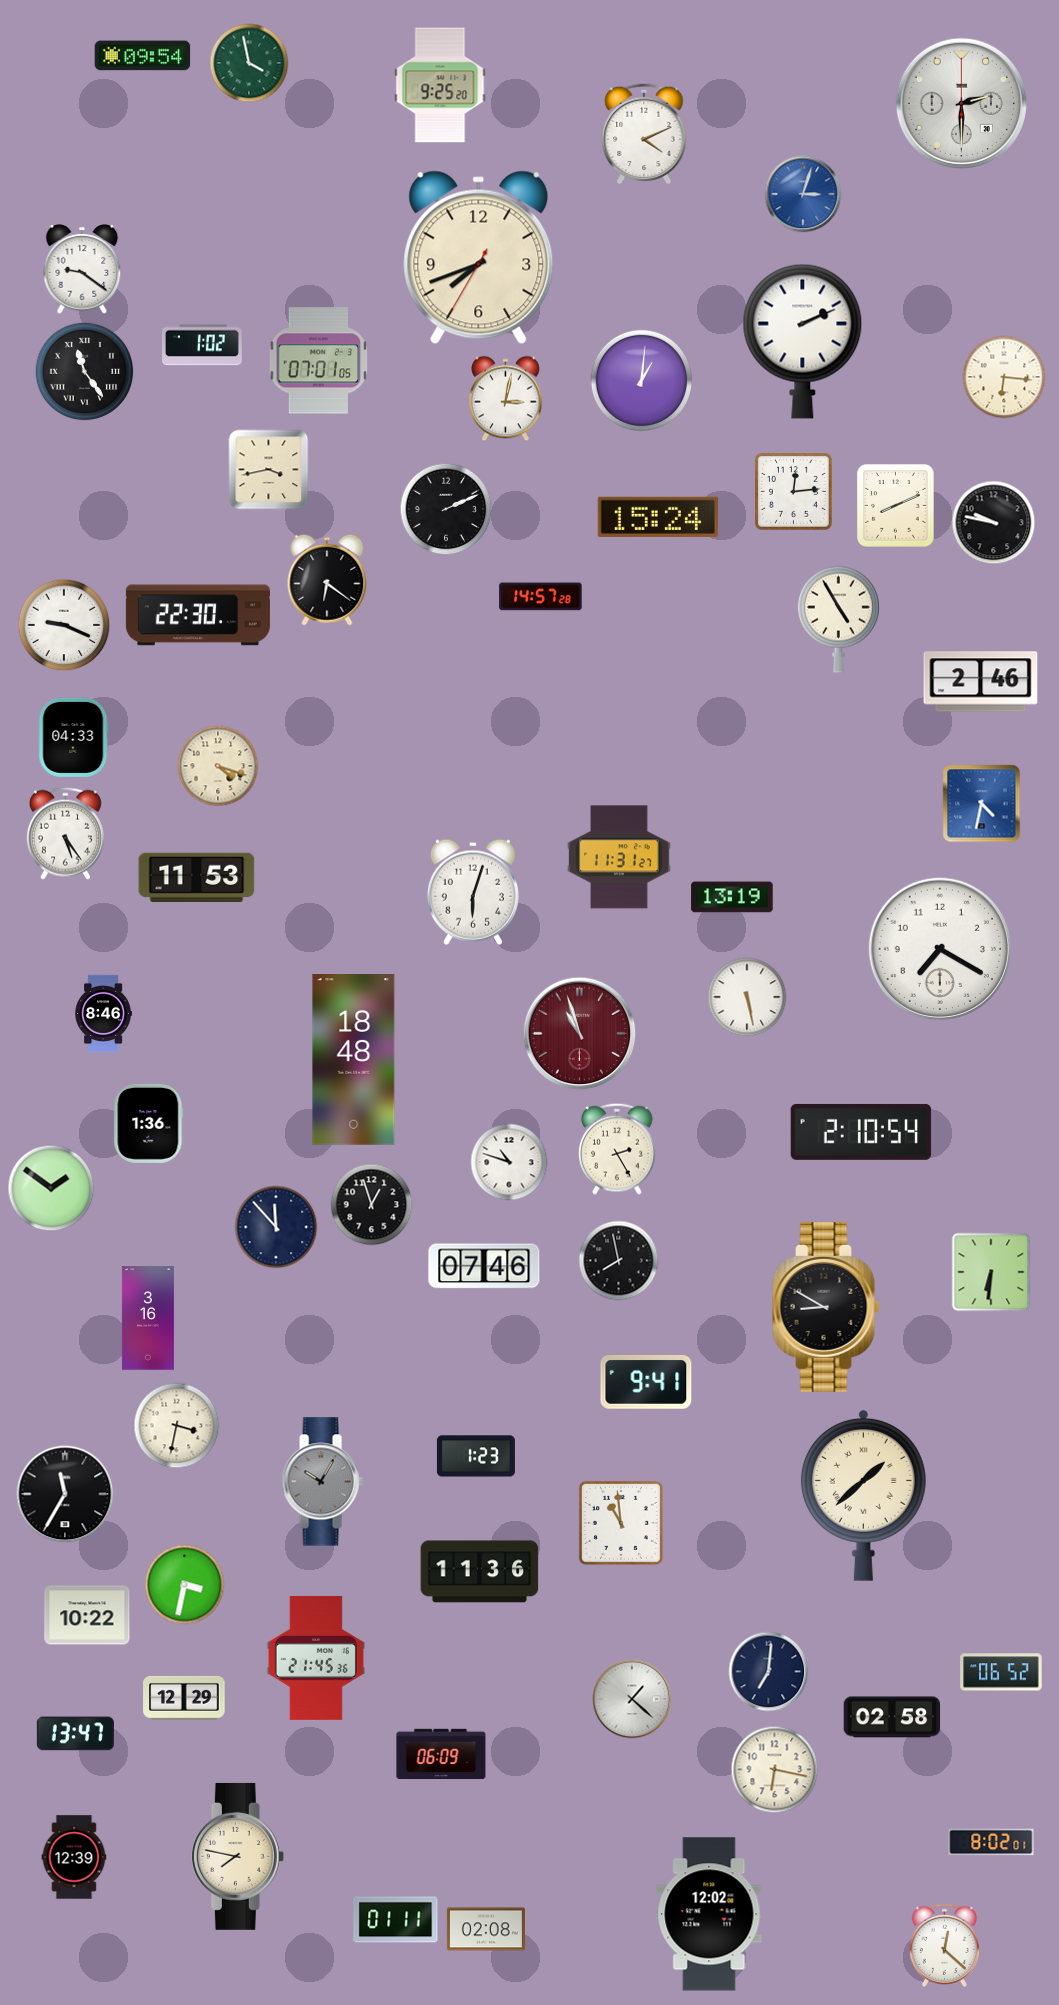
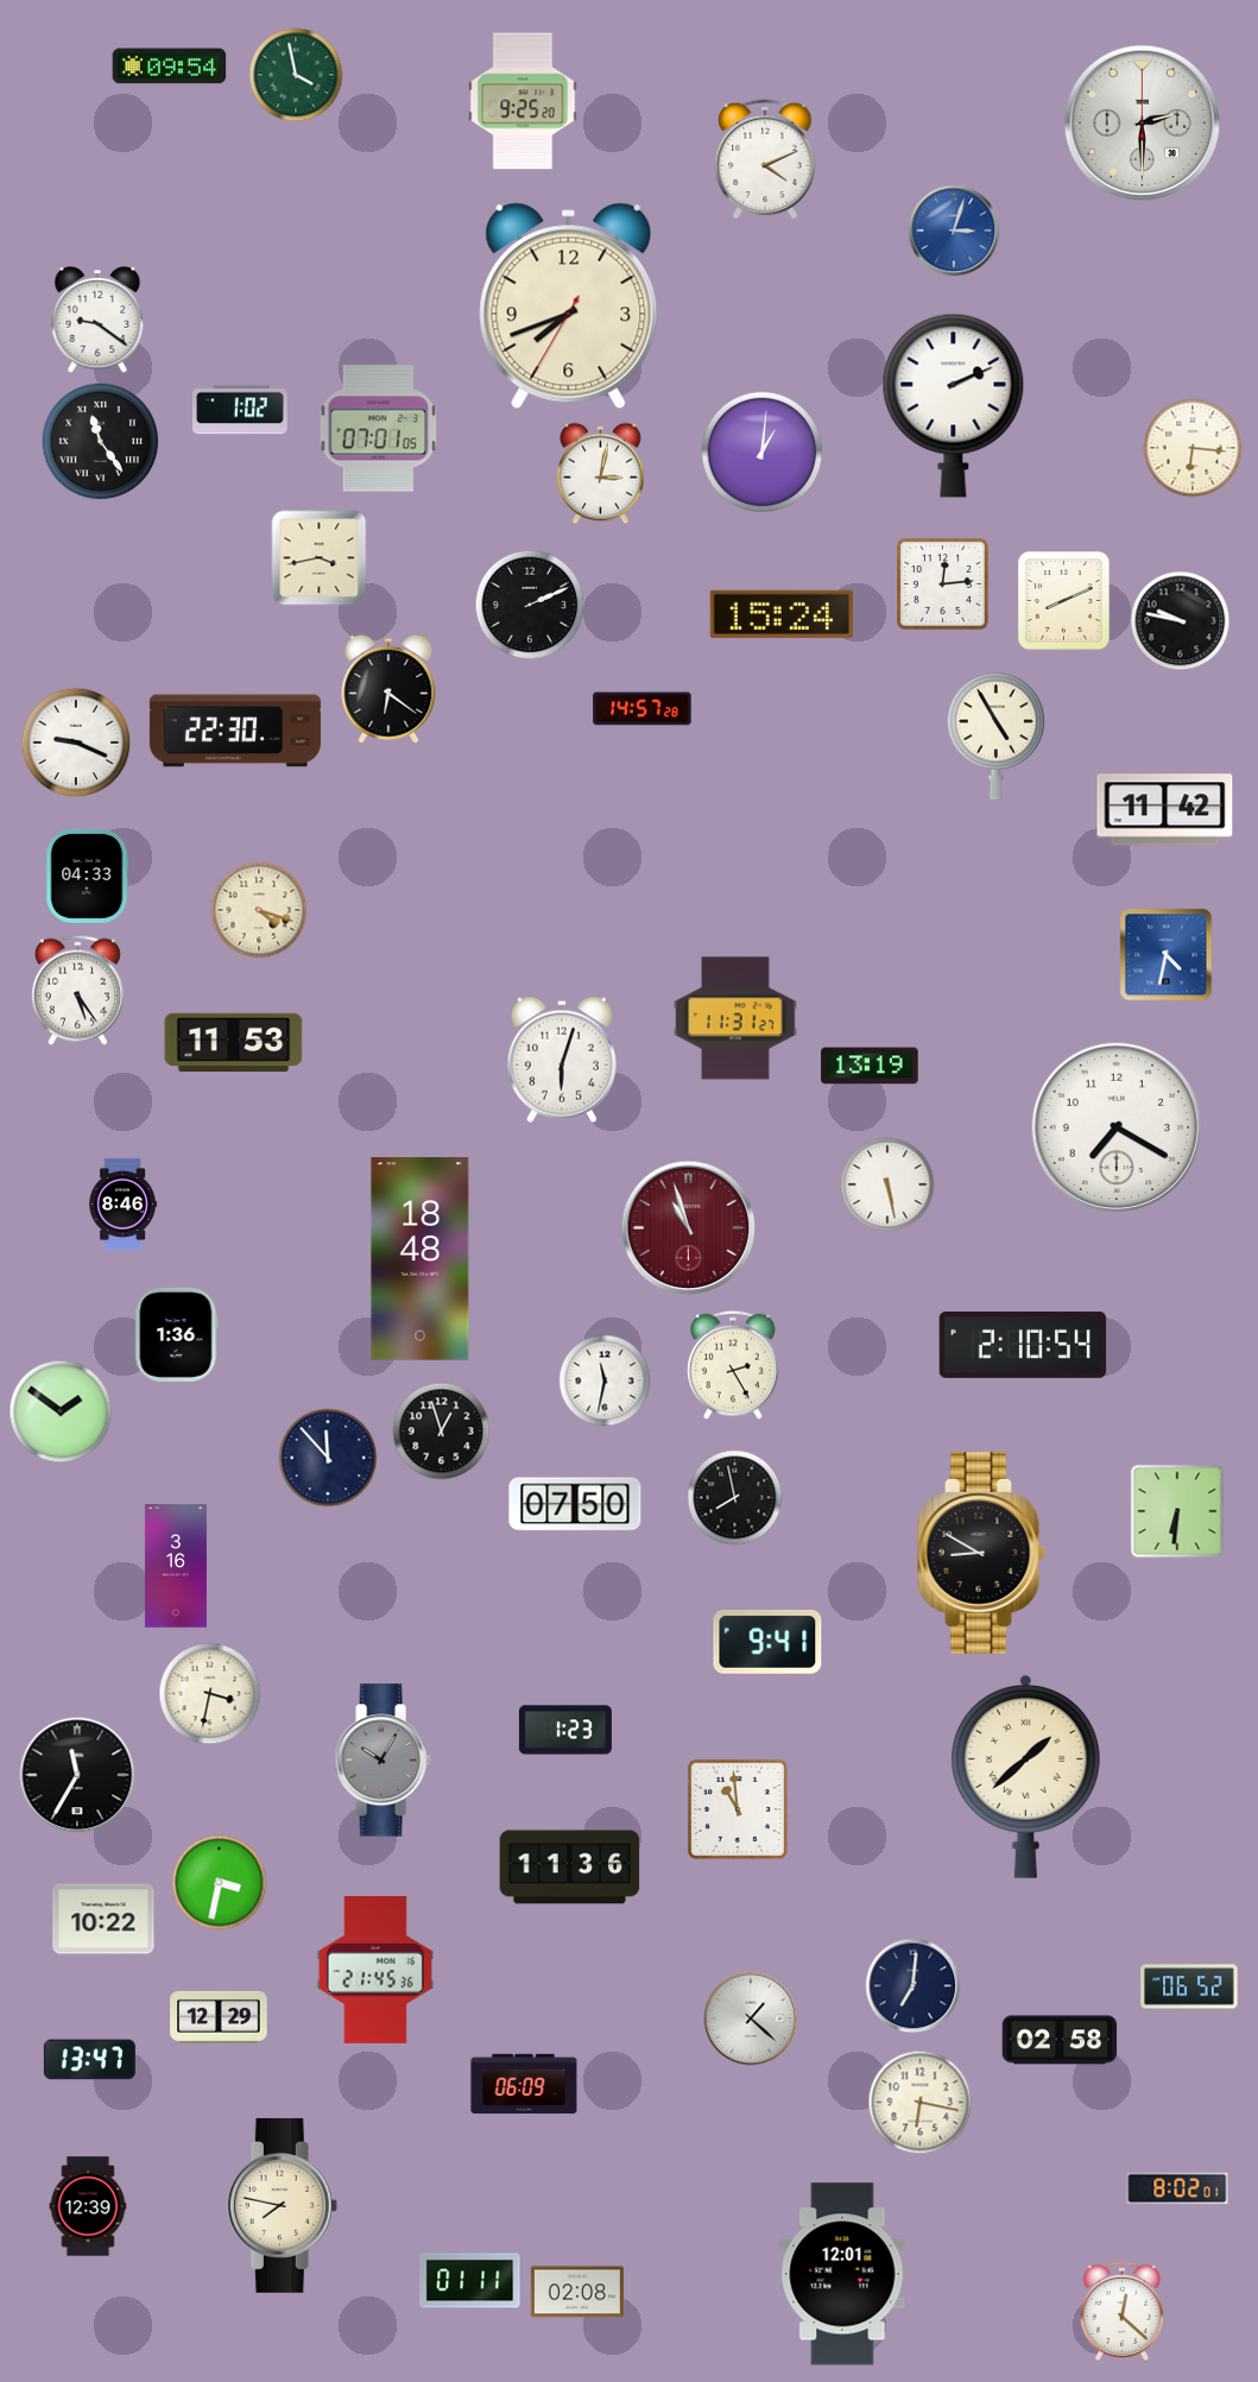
clock at (981, 682): 2:46 -> 11:42
clock at (509, 1162): 10:48 -> 11:32
clock at (484, 1266): 07:46 -> 07:50
clock at (709, 1914): 12:02 -> 12:01
